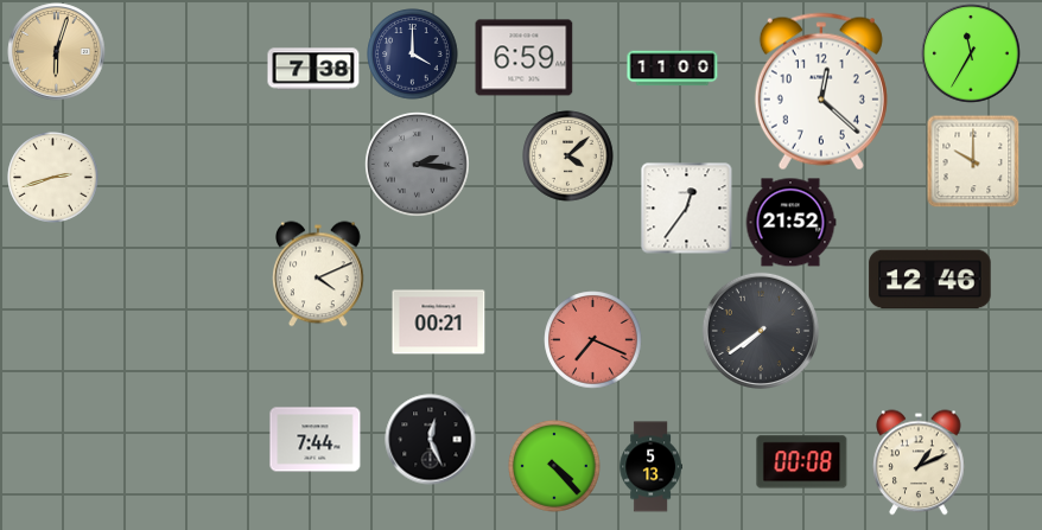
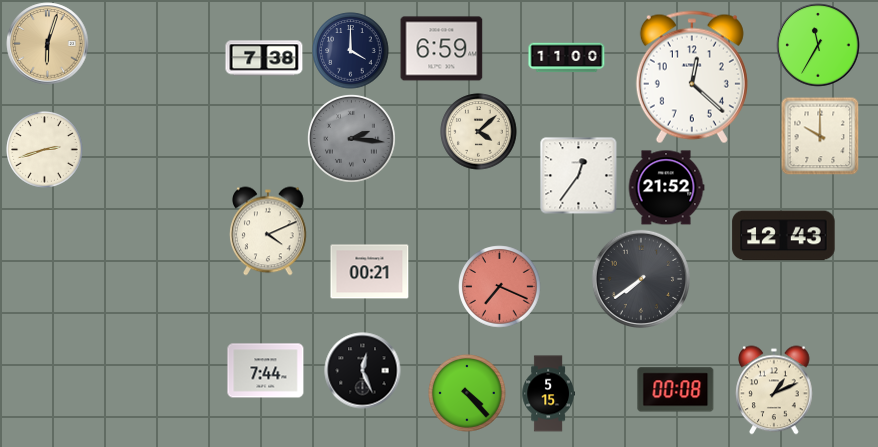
clock at (413, 55) position: (413, 55) -> (351, 51)
clock at (930, 280): 12:46 -> 12:43
clock at (650, 467): 5:13 -> 5:15
